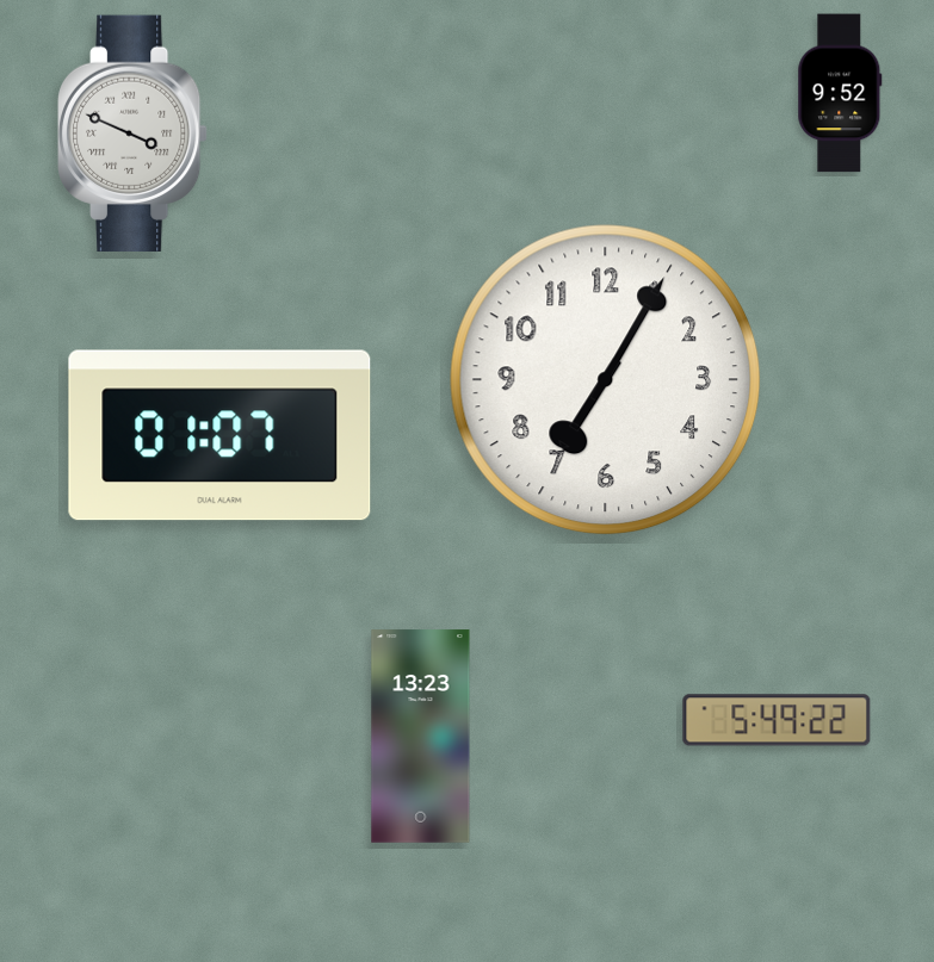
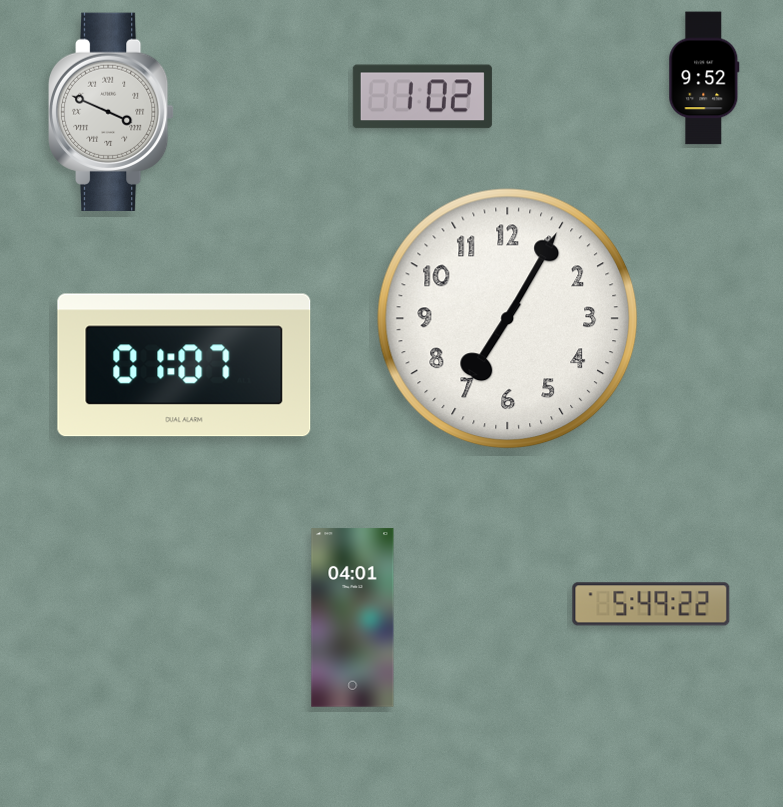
clock at (422, 97): none -> 1:02
clock at (421, 737): 13:23 -> 04:01
